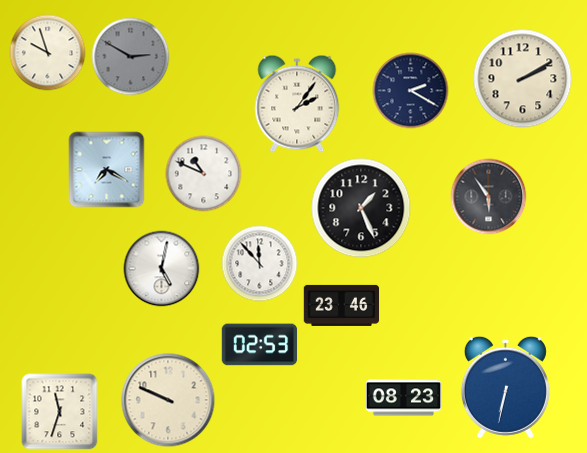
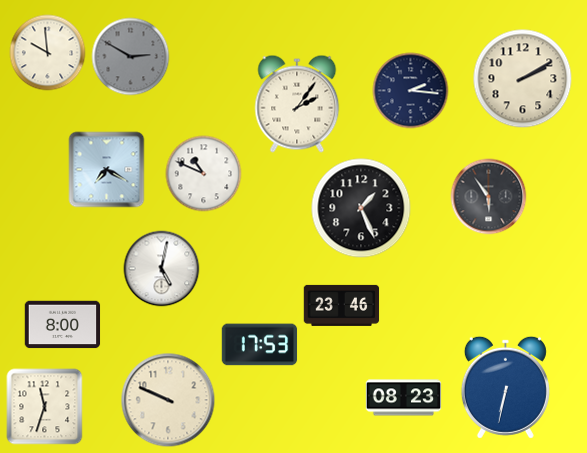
clock at (48, 53): 9:57 -> 9:59
clock at (411, 91): 2:20 -> 2:16
clock at (260, 264): 11:53 -> none
clock at (63, 325): none -> 8:00
clock at (260, 345): 02:53 -> 17:53
clock at (60, 412) position: (60, 412) -> (45, 407)
